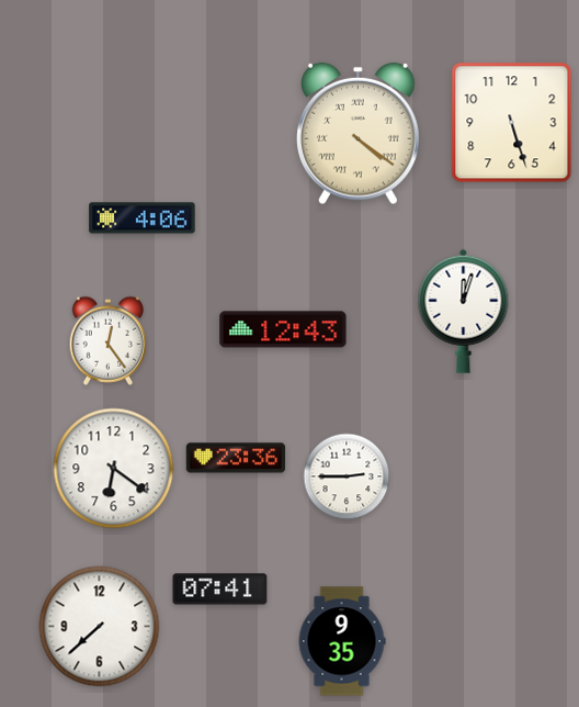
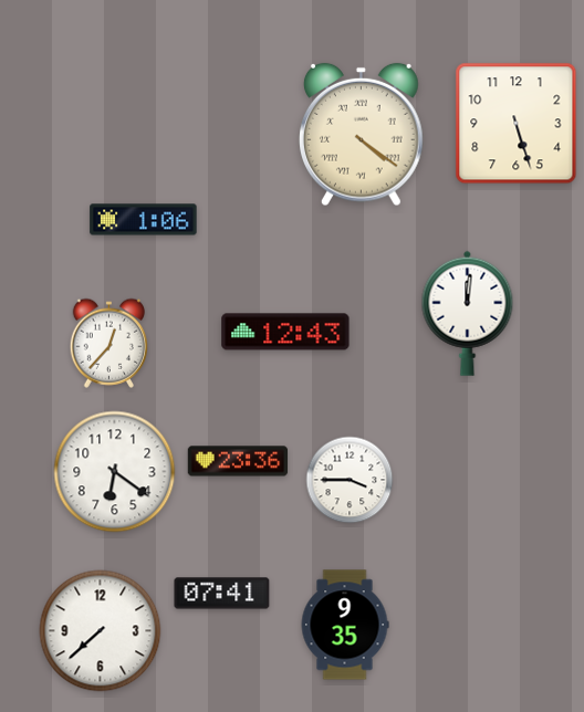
clock at (143, 218): 4:06 -> 1:06
clock at (464, 311): 12:03 -> 12:01
clock at (109, 340): 12:24 -> 12:37
clock at (347, 476): 2:45 -> 3:45
clock at (342, 641) position: (342, 641) -> (345, 625)
